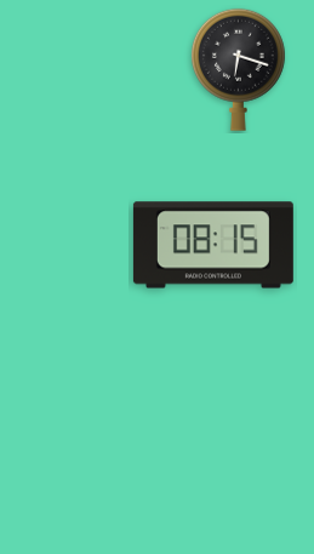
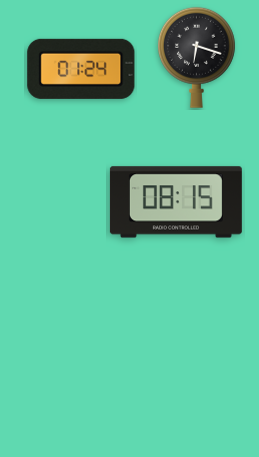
clock at (81, 69): none -> 01:24
